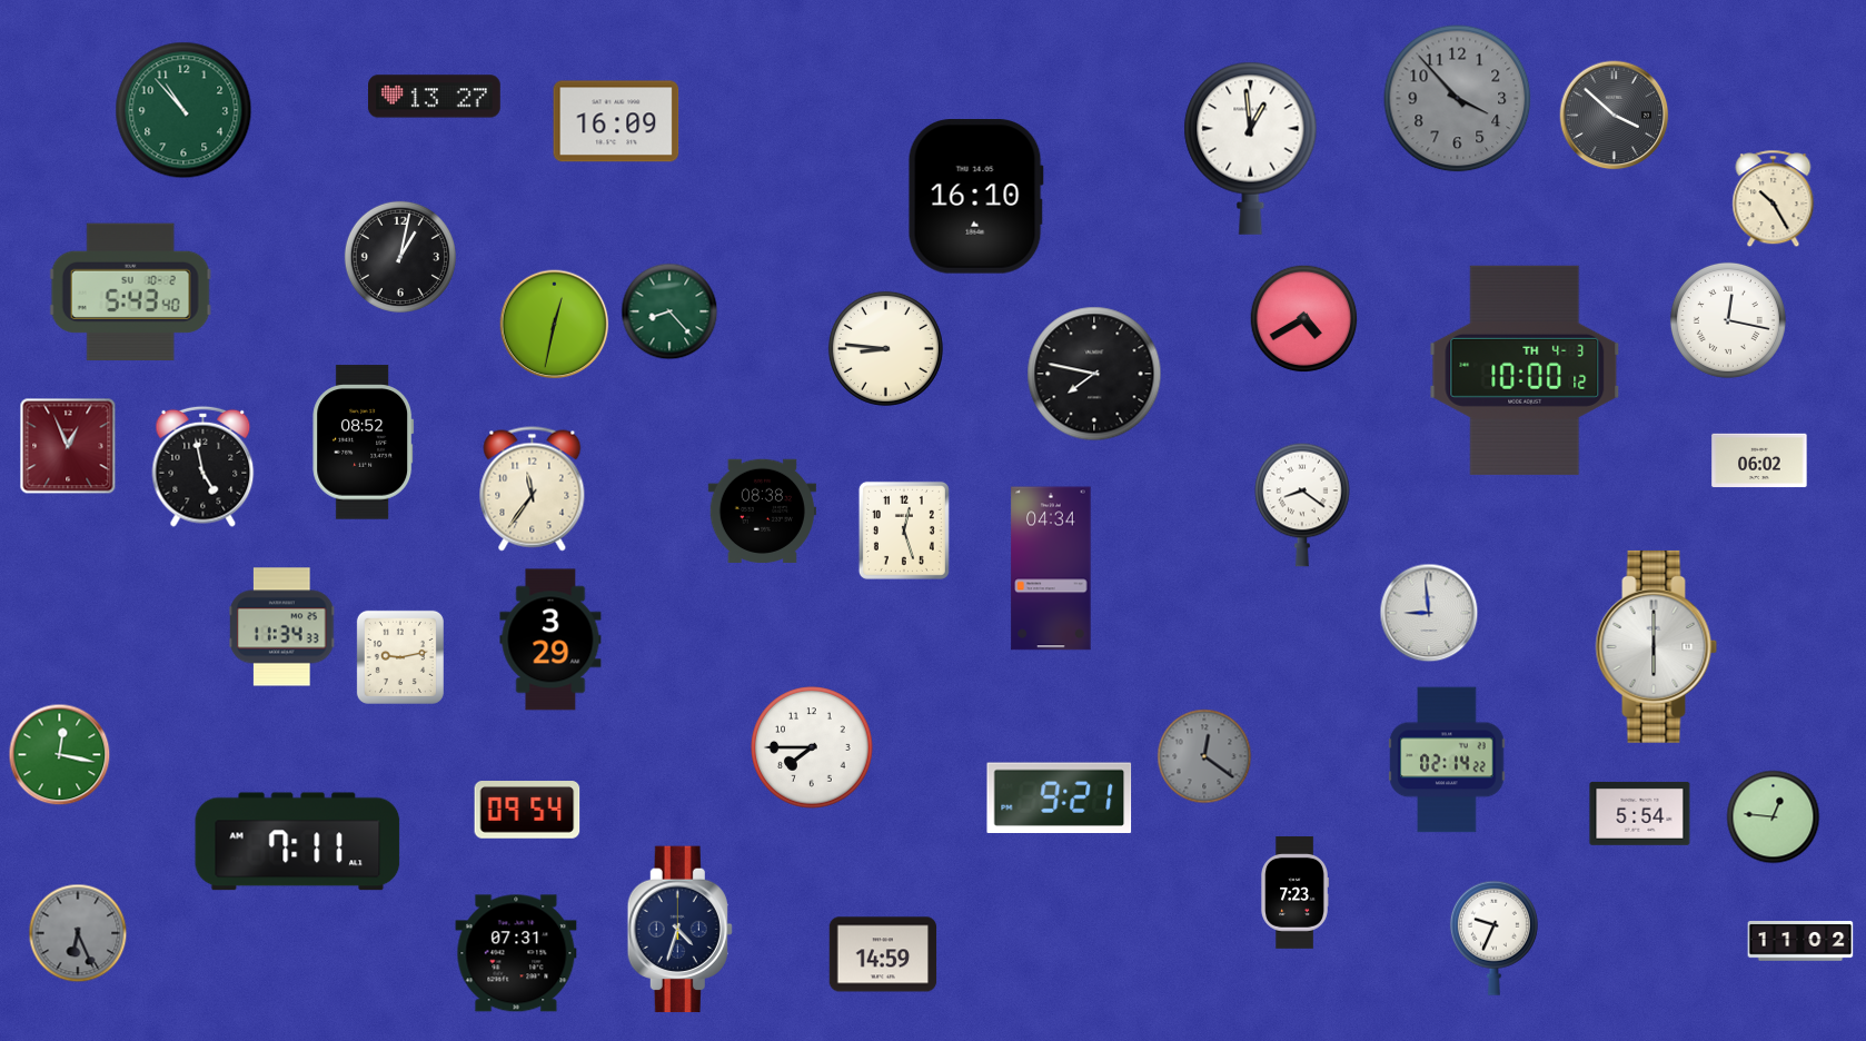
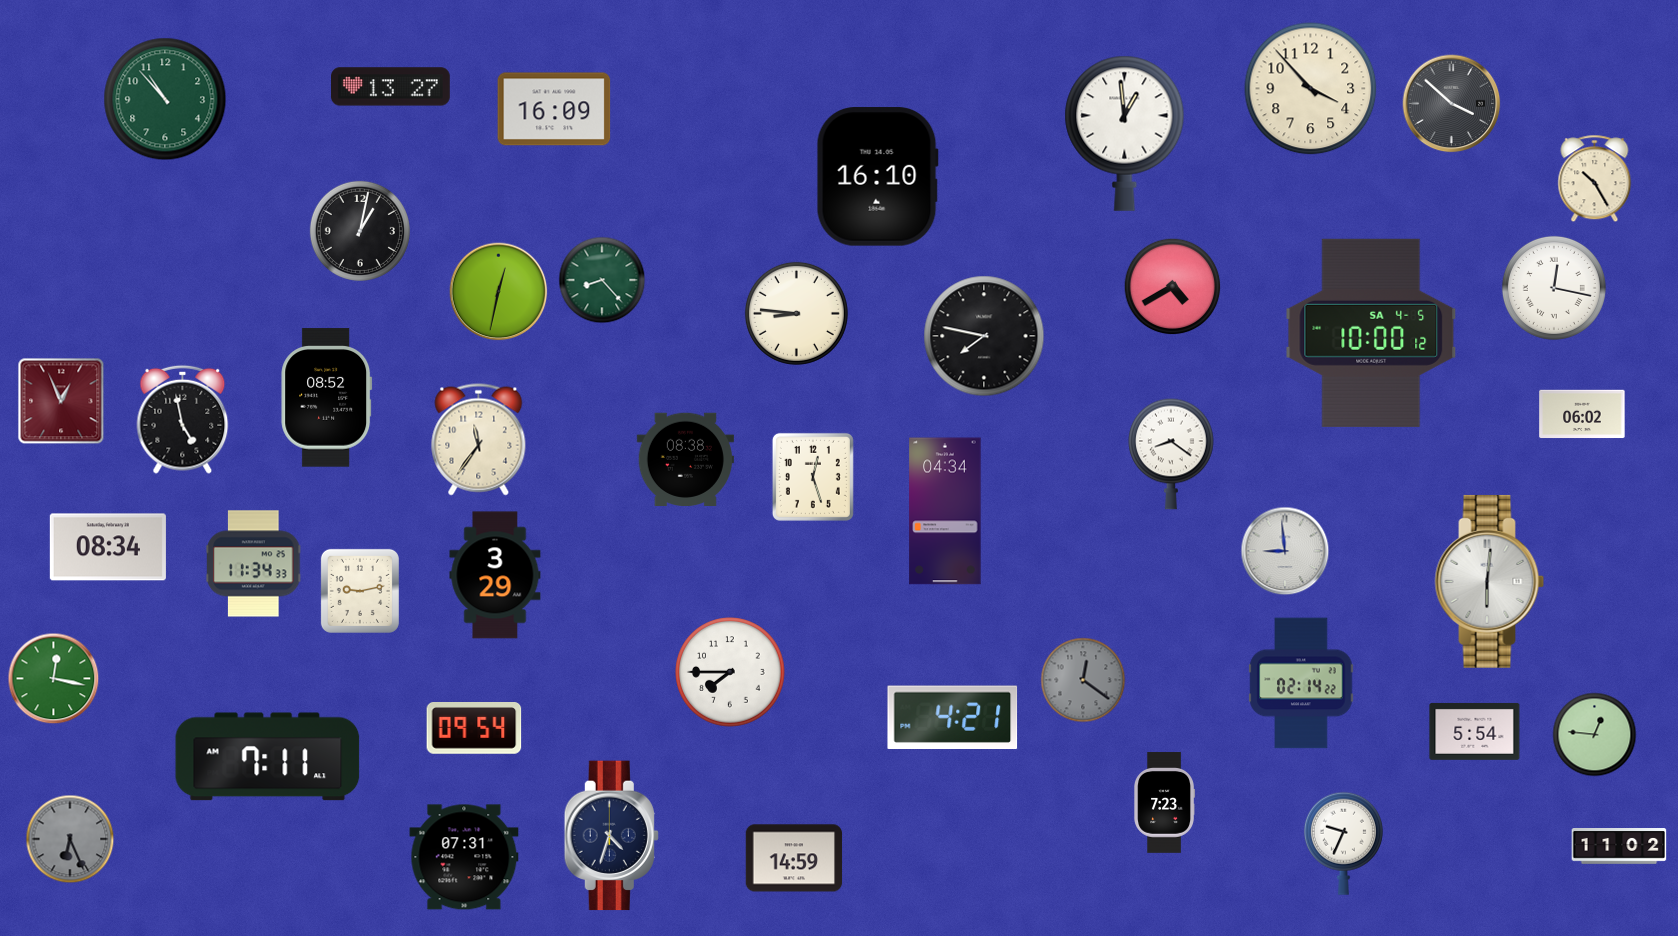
clock at (1458, 99) dial: grey -> cream
clock at (130, 293): 5:43 -> none
clock at (1525, 370) date: TH 4-3 -> SA 4-5
clock at (108, 547): none -> 08:34
clock at (1657, 646): 6:00 -> 6:01
clock at (1060, 799): 9:21 -> 4:21
